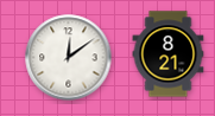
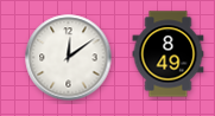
clock at (169, 54): 8:21 -> 8:49
